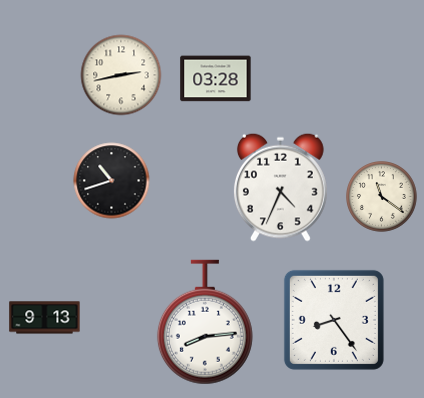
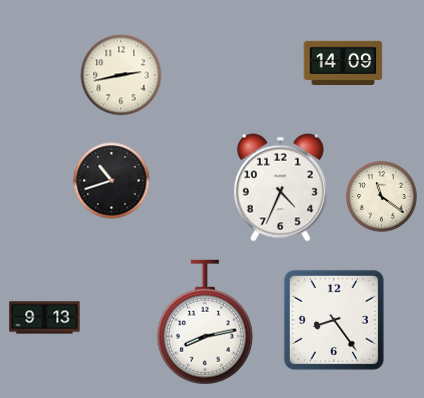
clock at (343, 62): none -> 14:09
clock at (216, 79): 03:28 -> none
clock at (205, 322): 8:14 -> 8:13
